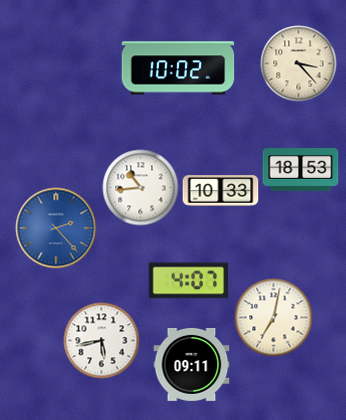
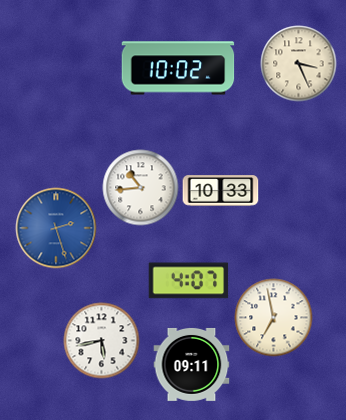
clock at (299, 64): 3:23 -> 3:26
clock at (301, 170): 18:53 -> none
clock at (56, 228): 2:23 -> 2:27
clock at (274, 318): 7:02 -> 6:58
